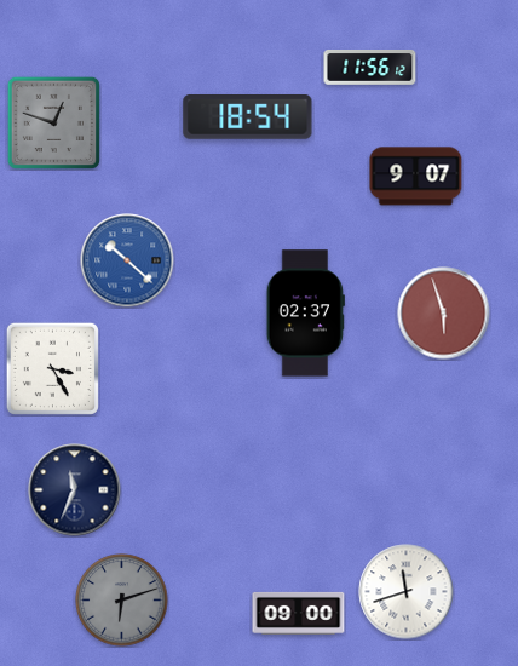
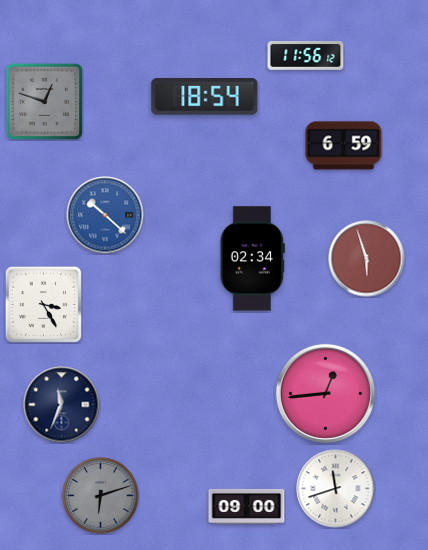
clock at (416, 177): 9:07 -> 6:59
clock at (305, 314): 02:37 -> 02:34
clock at (325, 393): none -> 12:44
